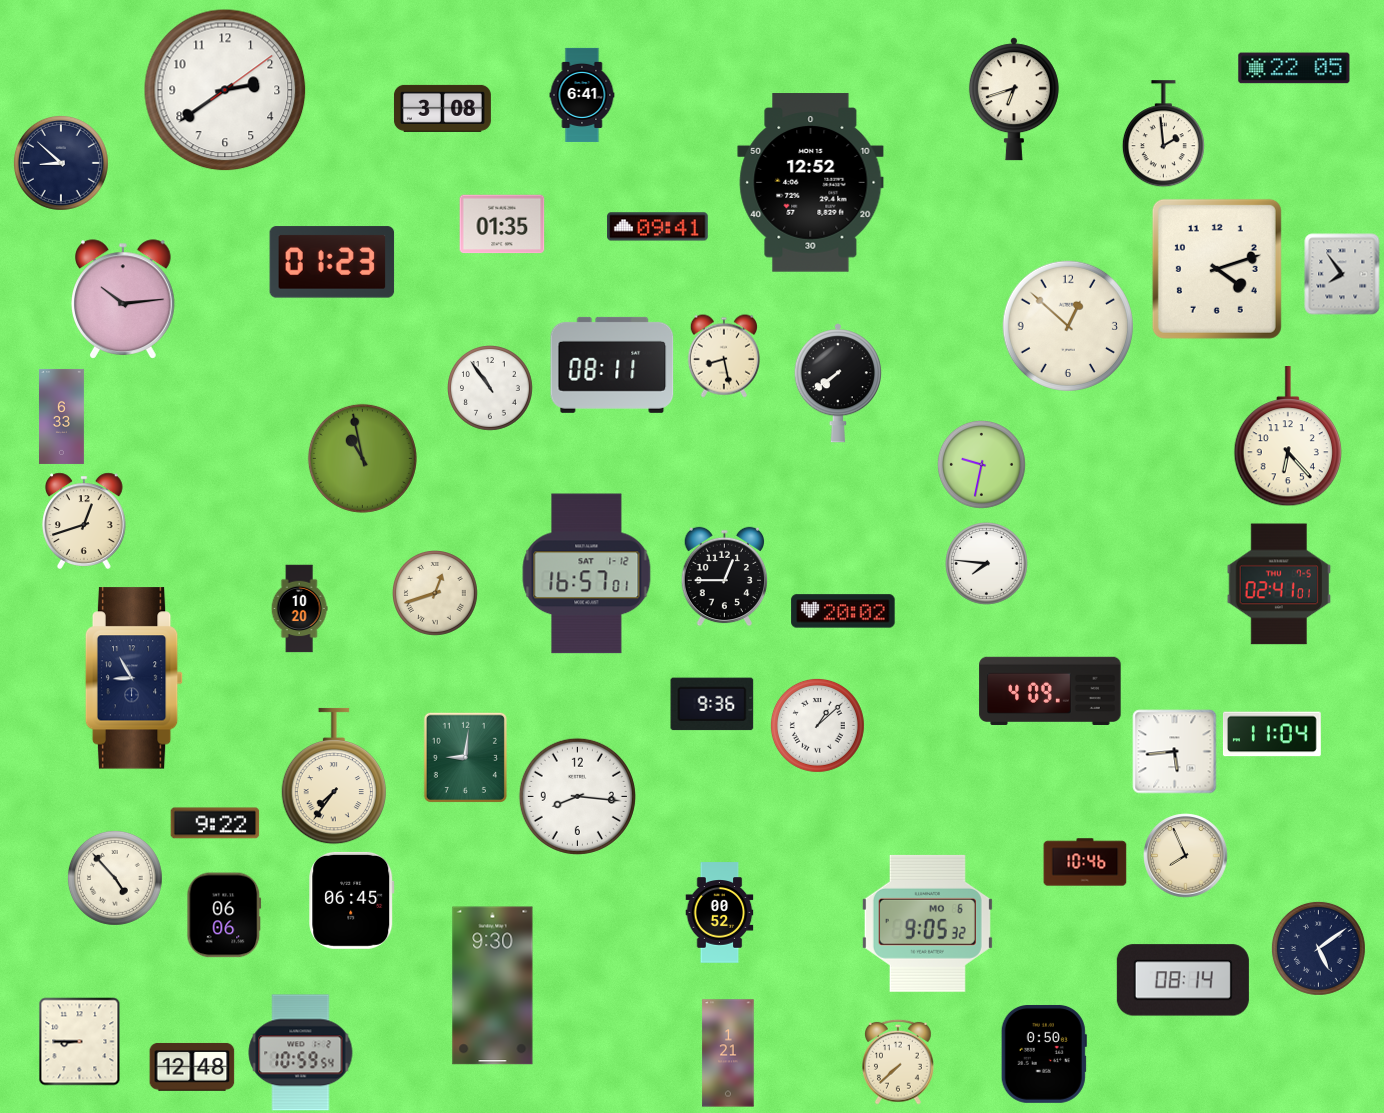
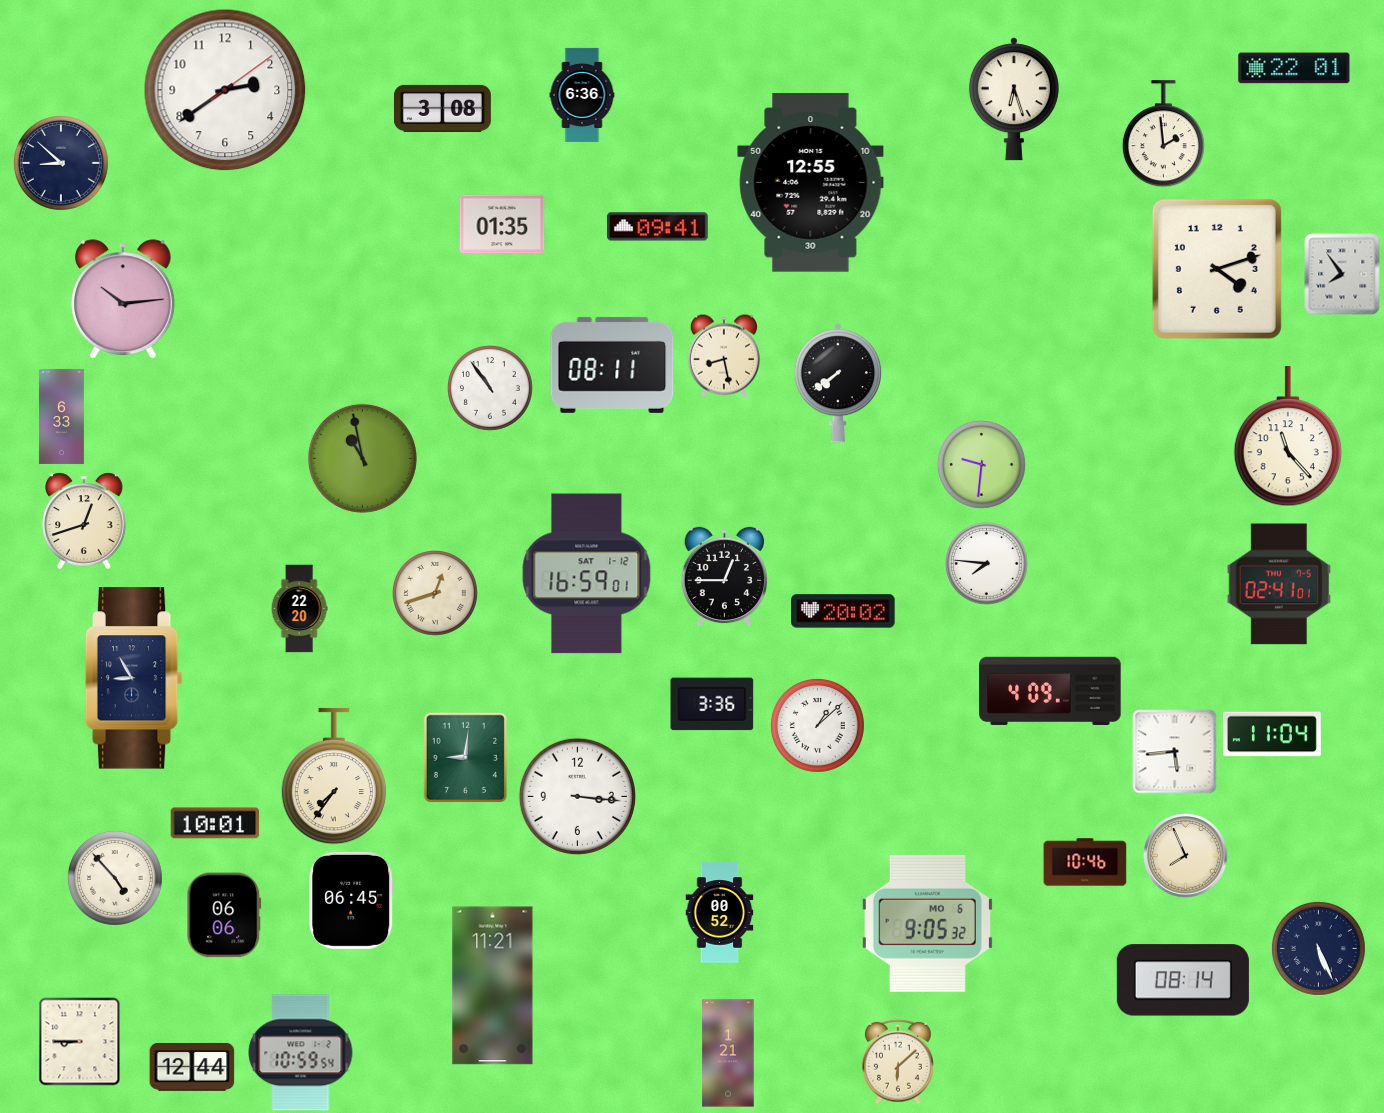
clock at (1294, 68): 22:05 -> 22:01
clock at (582, 95): 6:41 -> 6:36
clock at (1014, 99): 6:42 -> 6:27
clock at (811, 183): 12:52 -> 12:55
clock at (332, 262): 01:23 -> none
clock at (1067, 325): 12:52 -> none
clock at (1288, 437): 6:23 -> 11:23
clock at (982, 465): 9:32 -> 9:31
clock at (587, 574): 16:57 -> 16:59
clock at (299, 609): 10:20 -> 22:20
clock at (712, 704): 9:36 -> 3:36
clock at (577, 796): 8:16 -> 3:16
clock at (215, 823): 9:22 -> 10:01
clock at (1318, 948): 5:09 -> 5:26
clock at (493, 986): 9:30 -> 11:21
clock at (1044, 1054): 0:50 -> none
clock at (899, 1062): 7:38 -> 6:08
clock at (192, 1067): 12:48 -> 12:44
